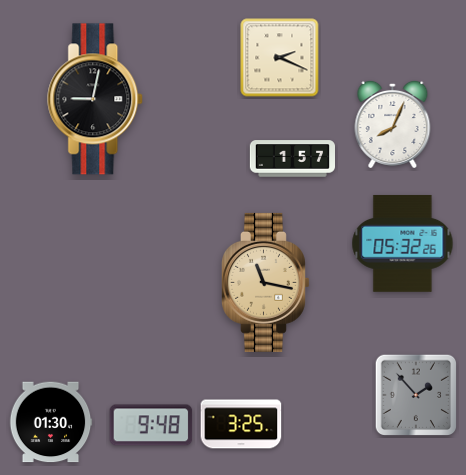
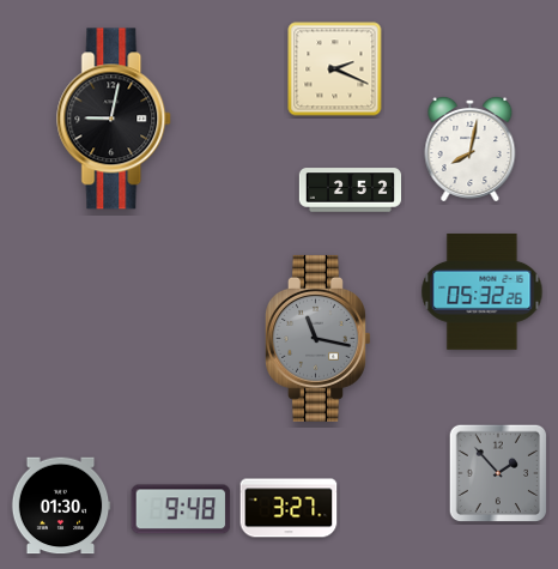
clock at (393, 124): 8:04 -> 8:02
clock at (293, 159): 1:57 -> 2:52
clock at (266, 282) dial: champagne -> grey
clock at (241, 424): 3:25 -> 3:27
